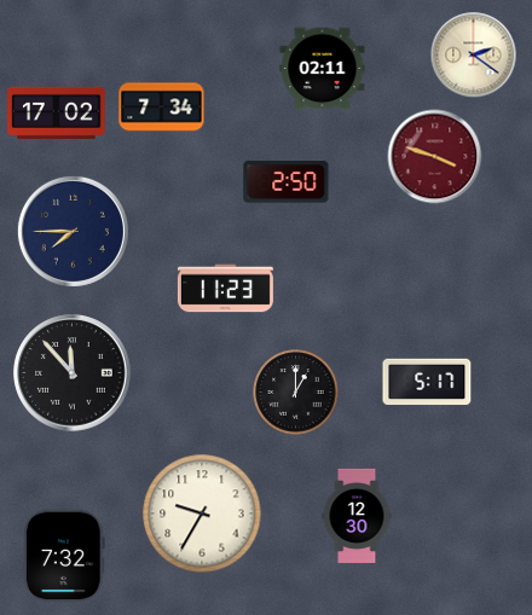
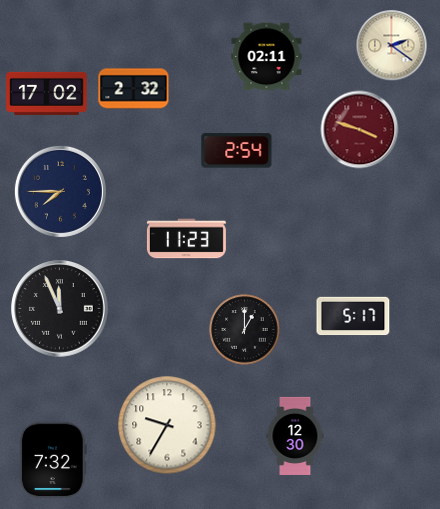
clock at (162, 108): 7:34 -> 2:32
clock at (287, 182): 2:50 -> 2:54
clock at (73, 373): 11:53 -> 11:56
clock at (296, 393) position: (296, 393) -> (245, 330)
clock at (357, 516) position: (357, 516) -> (295, 436)
